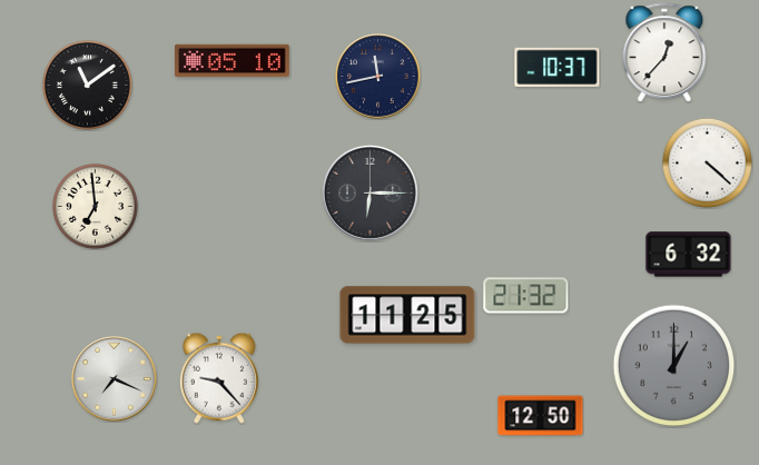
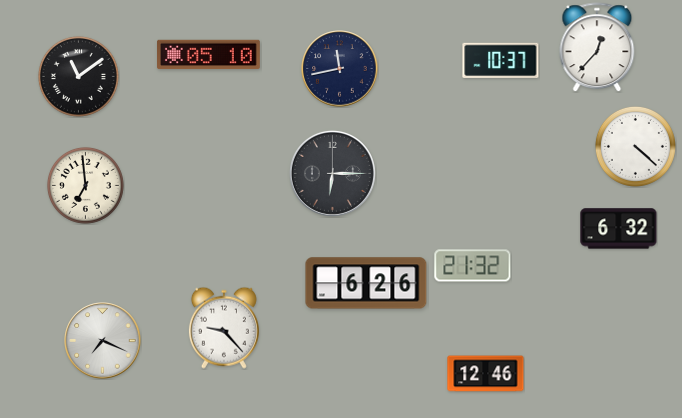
clock at (407, 315): 11:25 -> 6:26
clock at (674, 366): 1:00 -> none
clock at (219, 378) position: (219, 378) -> (224, 328)
clock at (541, 416): 12:50 -> 12:46
